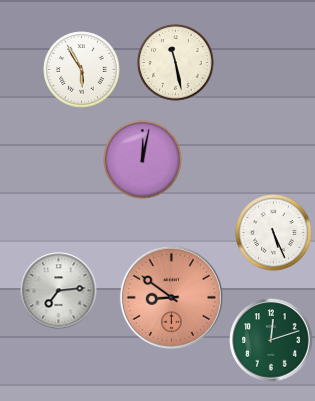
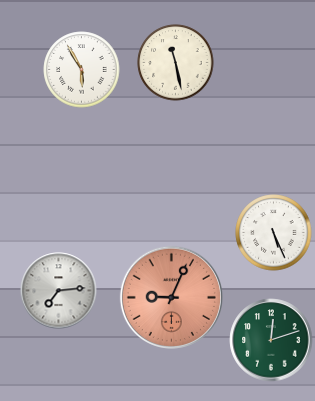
clock at (143, 160): 12:02 -> none
clock at (171, 297): 8:51 -> 9:04
